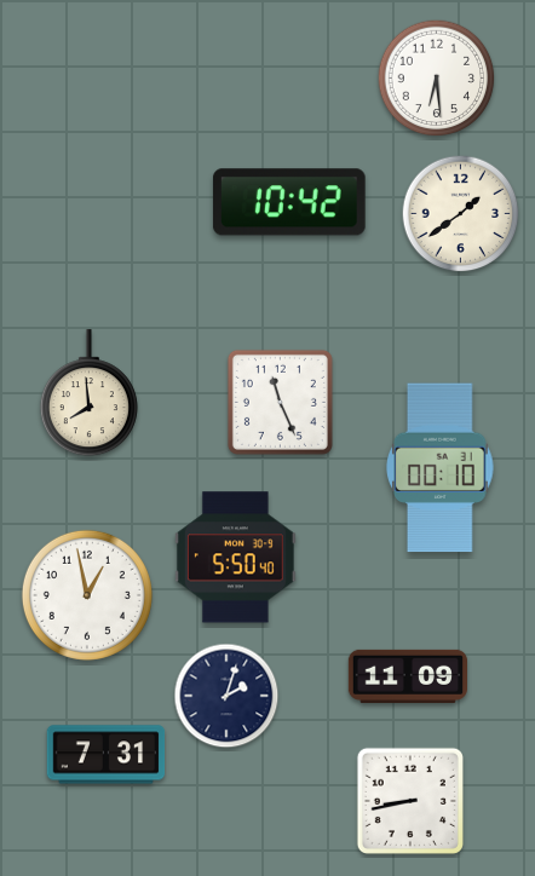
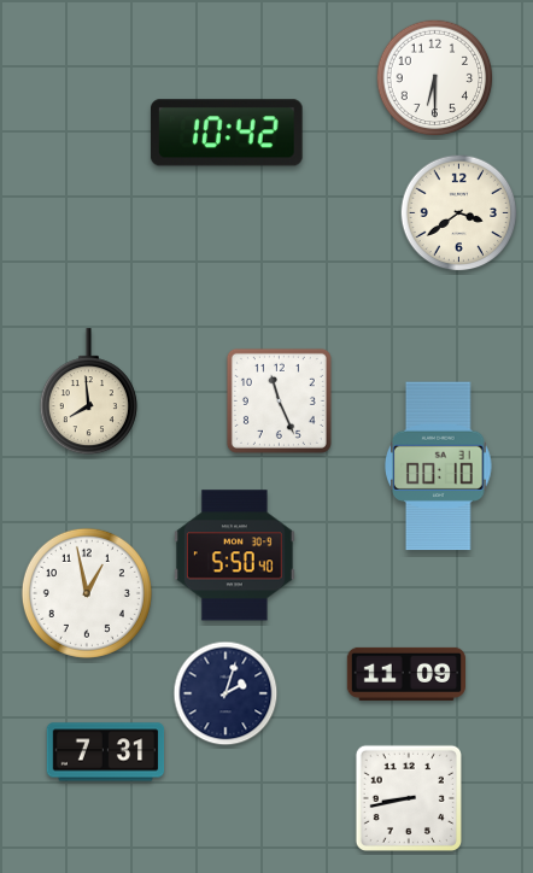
clock at (437, 79): 6:29 -> 6:30
clock at (289, 202) position: (289, 202) -> (227, 133)
clock at (461, 214): 1:39 -> 3:39
